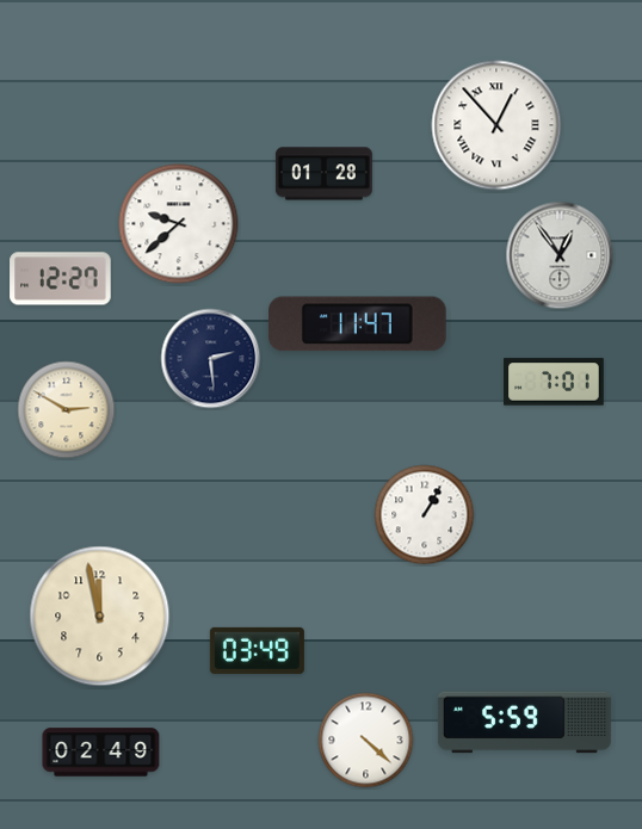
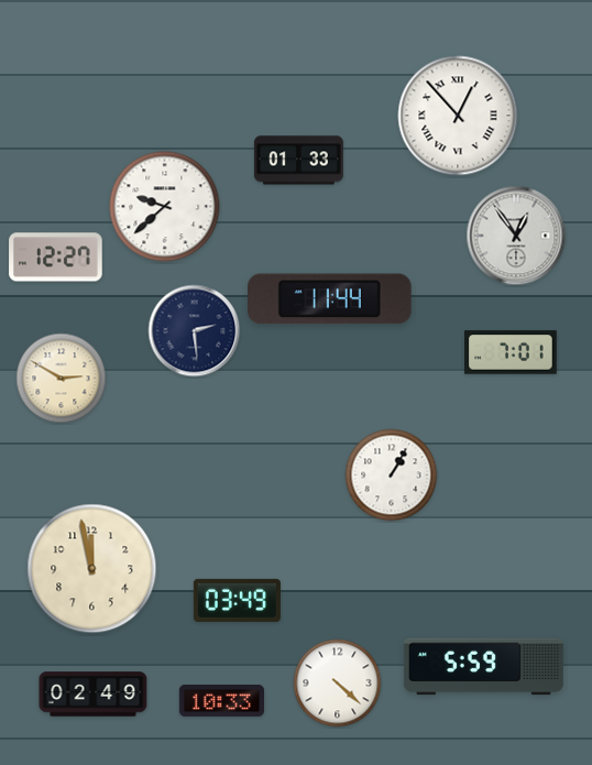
clock at (323, 174): 01:28 -> 01:33
clock at (358, 324): 11:47 -> 11:44
clock at (221, 700): none -> 10:33
